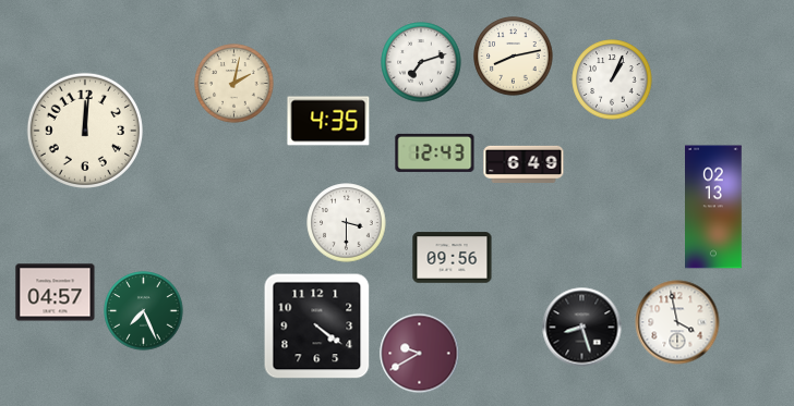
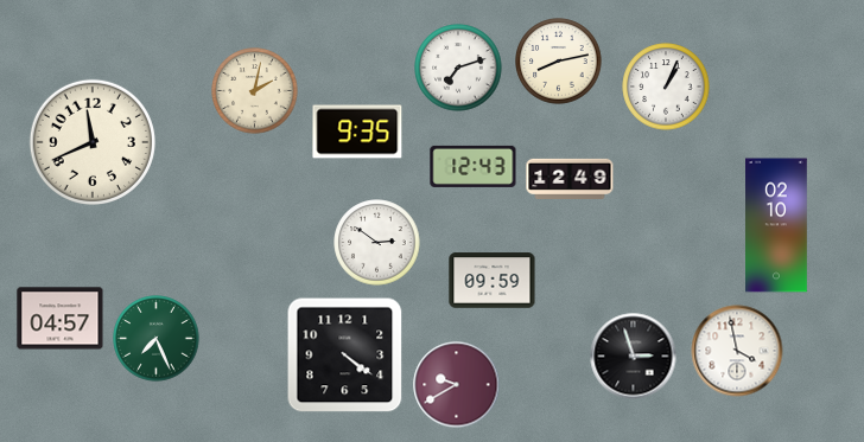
clock at (328, 121): 4:35 -> 9:35
clock at (85, 131): 12:01 -> 11:41
clock at (524, 164): 6:49 -> 12:49
clock at (714, 207): 02:13 -> 02:10
clock at (347, 223): 3:30 -> 2:51
clock at (453, 258): 09:56 -> 09:59
clock at (582, 328): 8:27 -> 2:57
